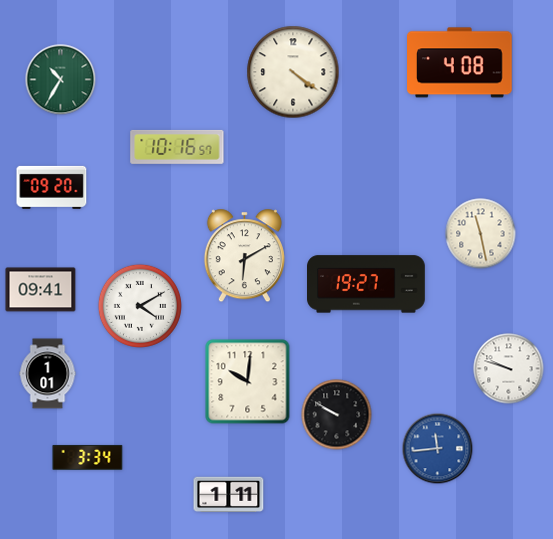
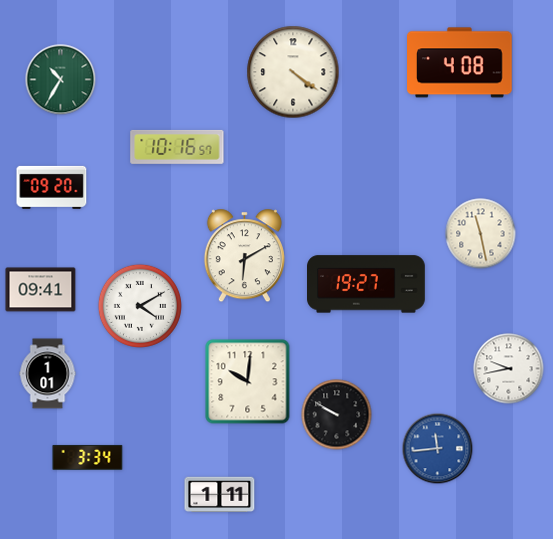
clock at (509, 369): 9:48 -> 9:43
clock at (229, 494) position: (229, 494) -> (220, 494)
